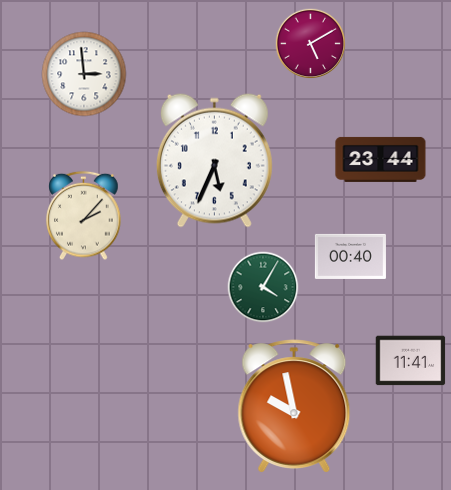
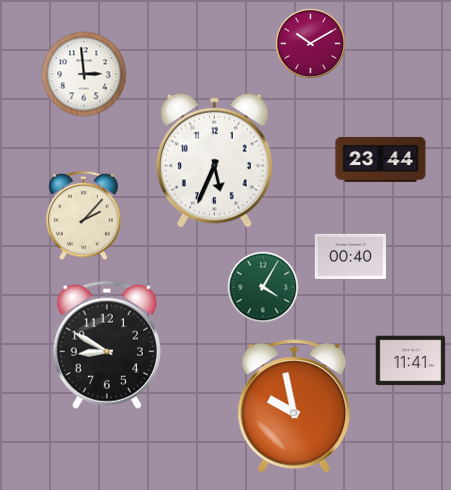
clock at (310, 43): 5:10 -> 10:10
clock at (107, 345): none -> 8:50
